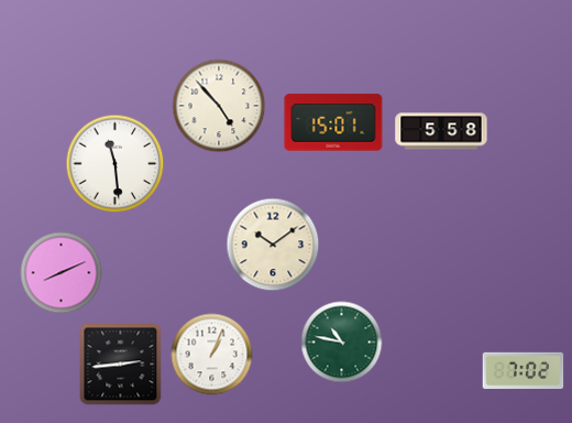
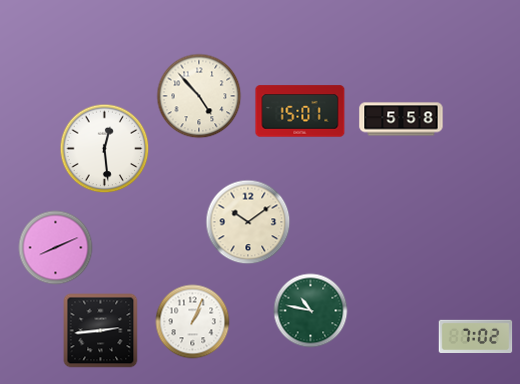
clock at (333, 122) position: (333, 122) -> (300, 111)
clock at (116, 164): 11:29 -> 12:29
clock at (121, 365) position: (121, 365) -> (101, 331)
